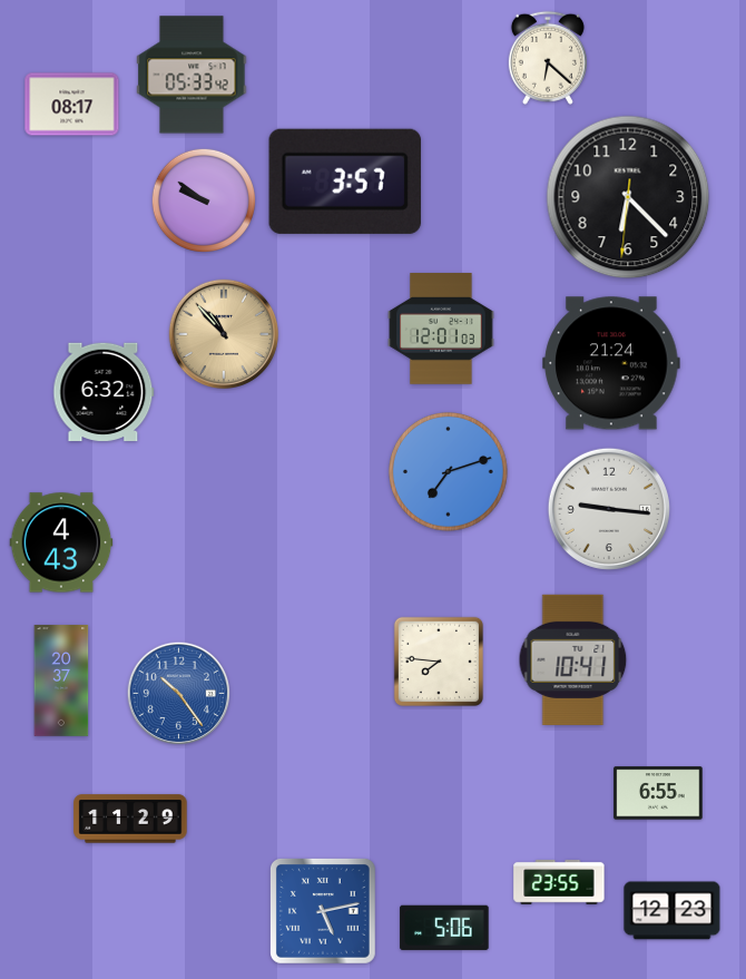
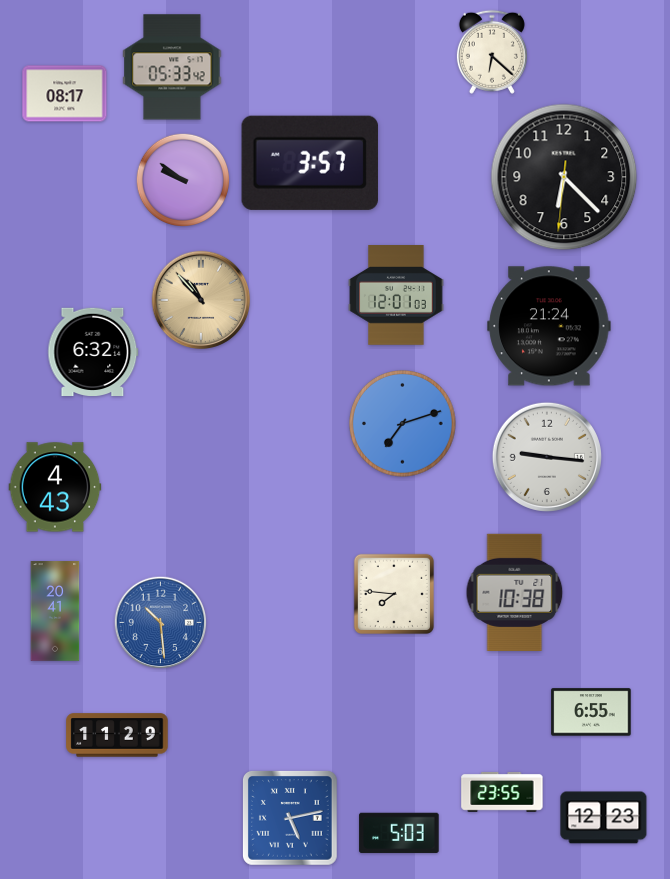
clock at (573, 659): 10:41 -> 10:38
clock at (61, 681): 20:37 -> 20:41
clock at (179, 694): 10:24 -> 10:29
clock at (444, 928): 5:06 -> 5:03
